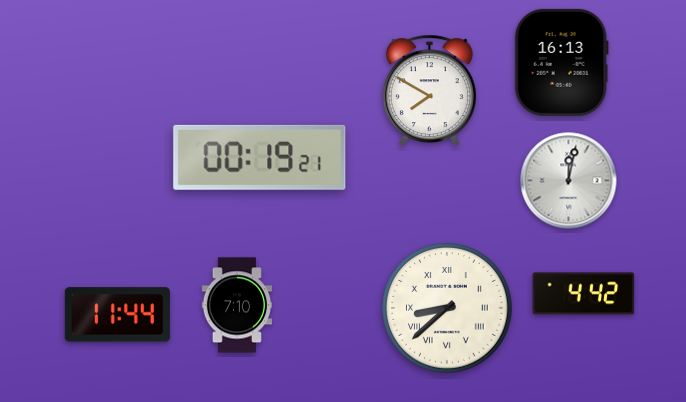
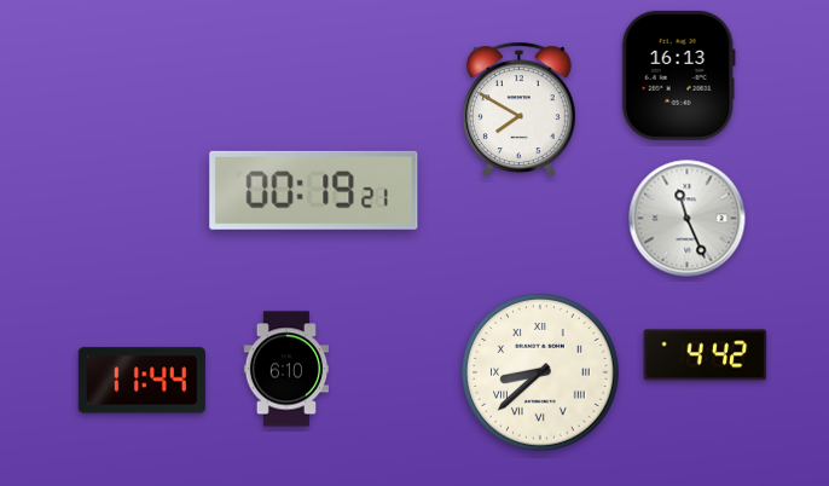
clock at (569, 181): 12:02 -> 11:26
clock at (236, 305): 7:10 -> 6:10
